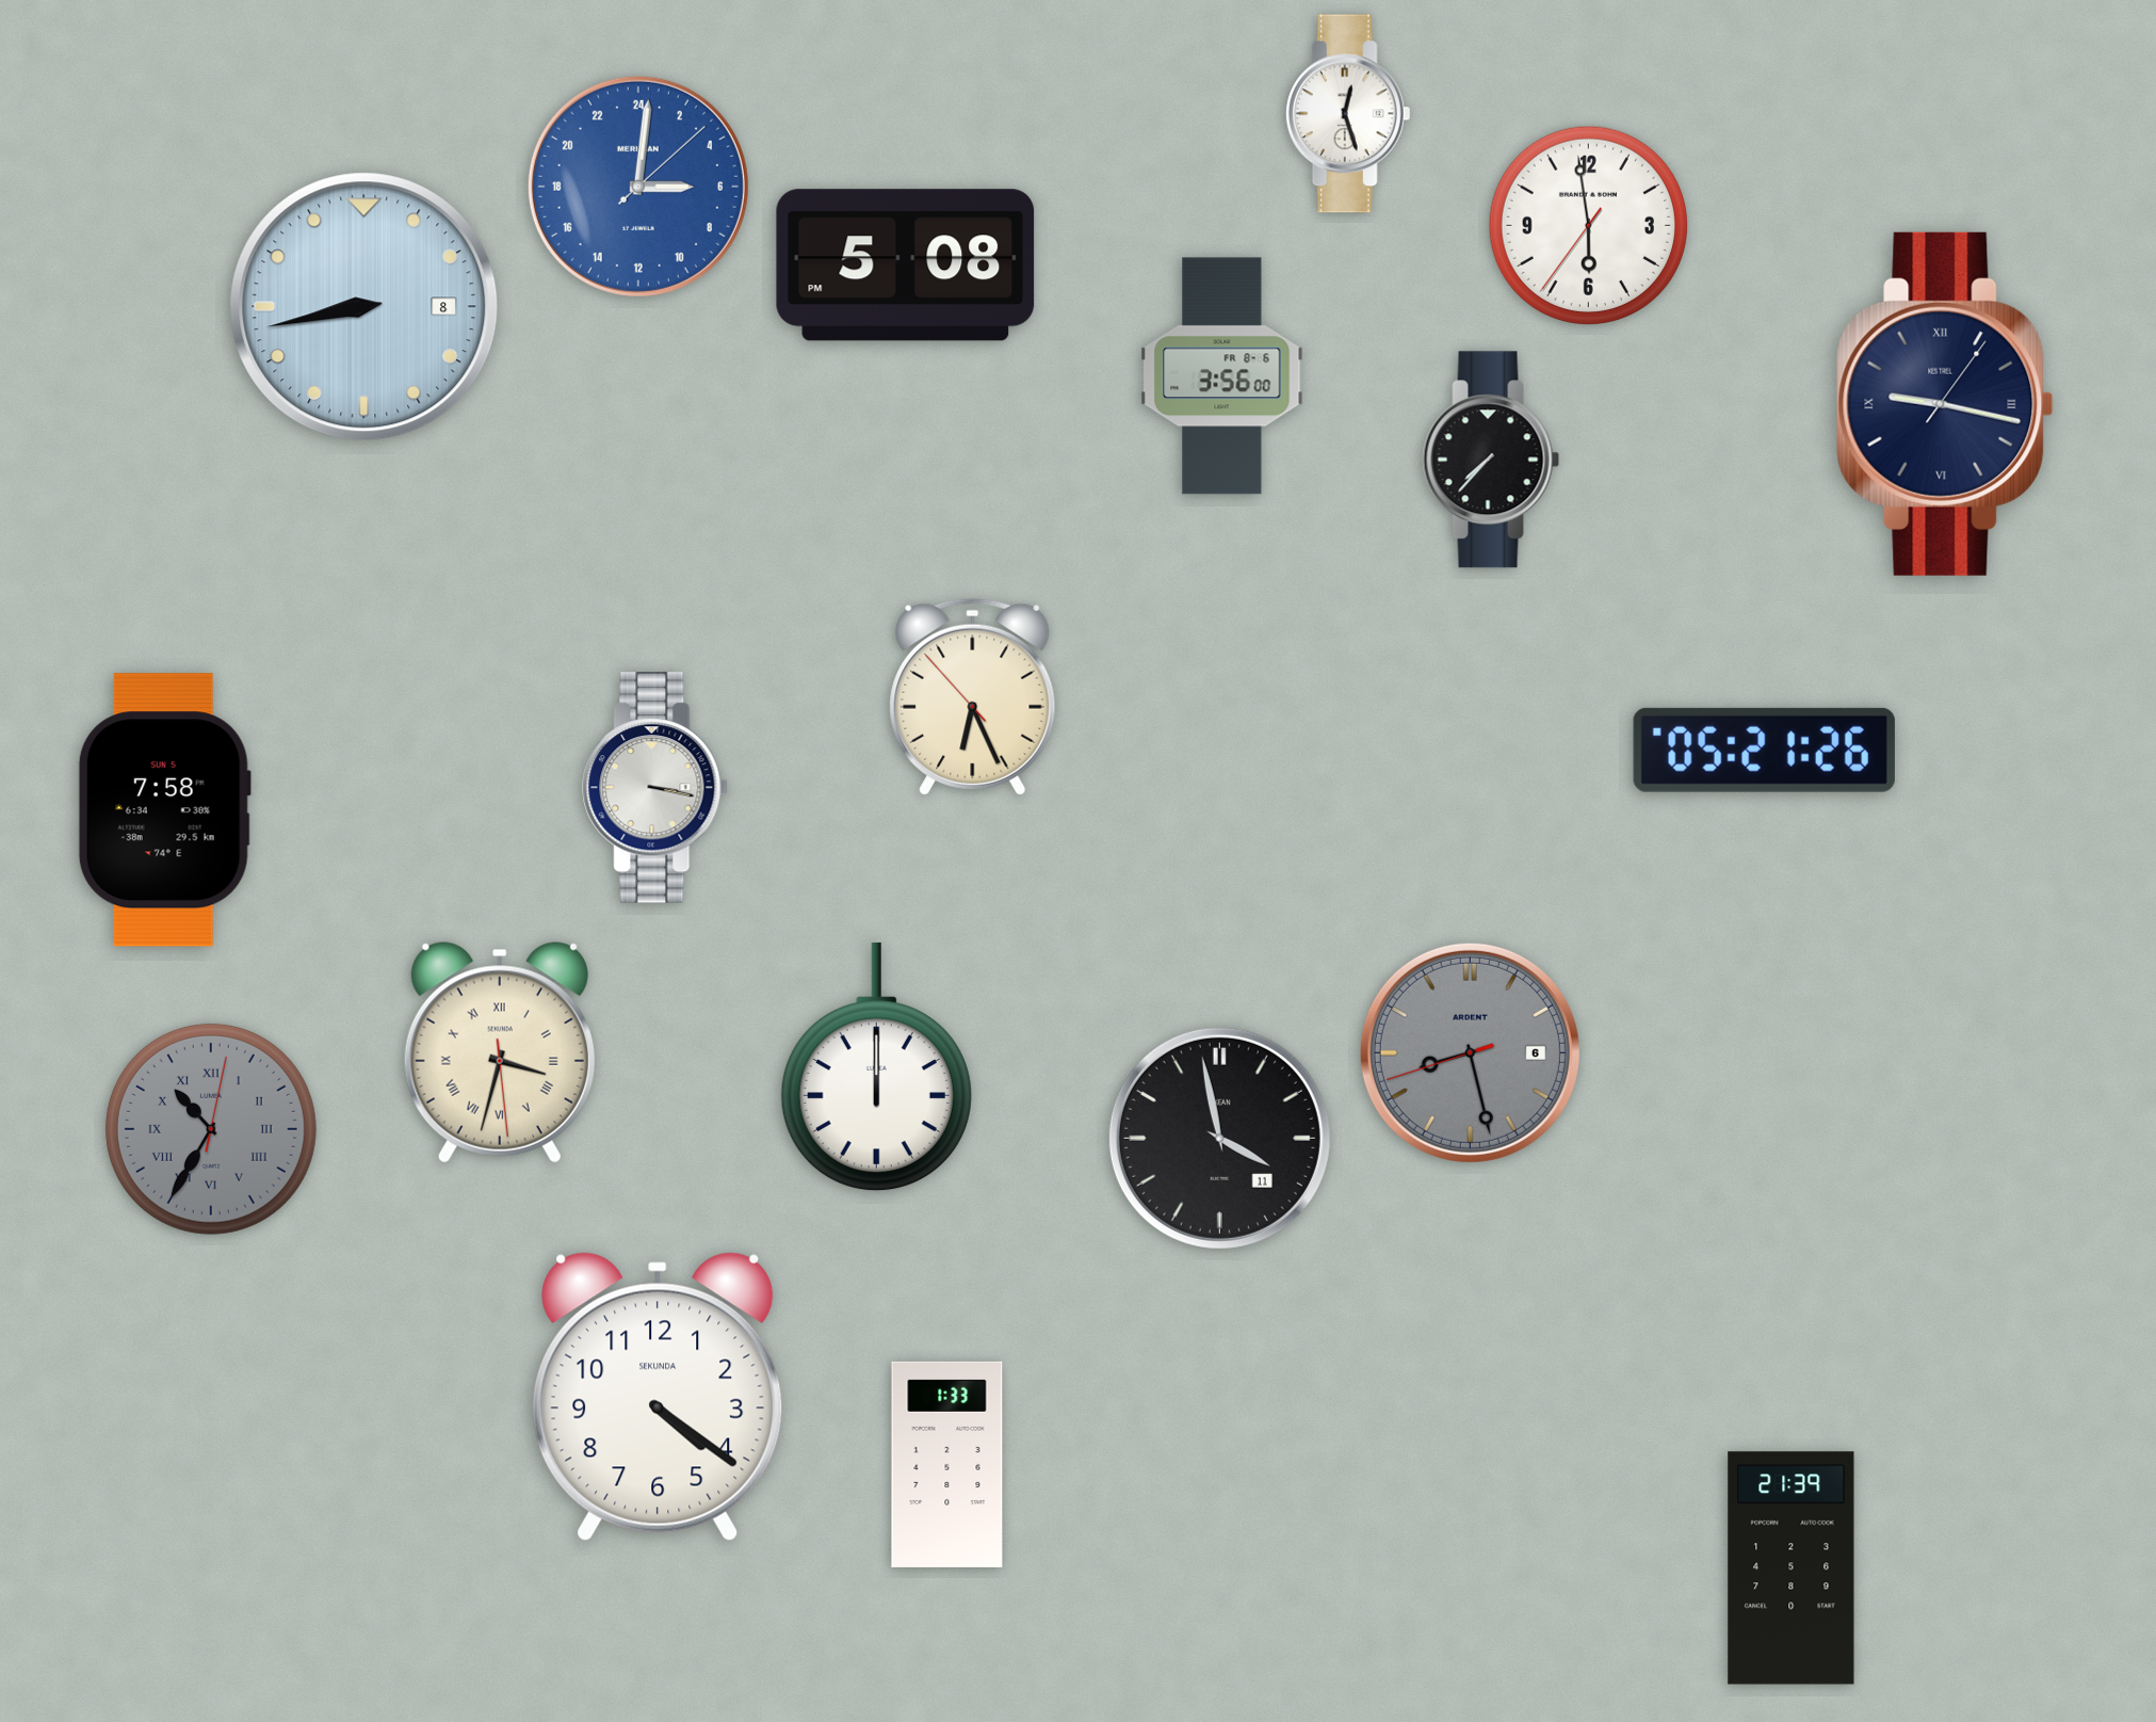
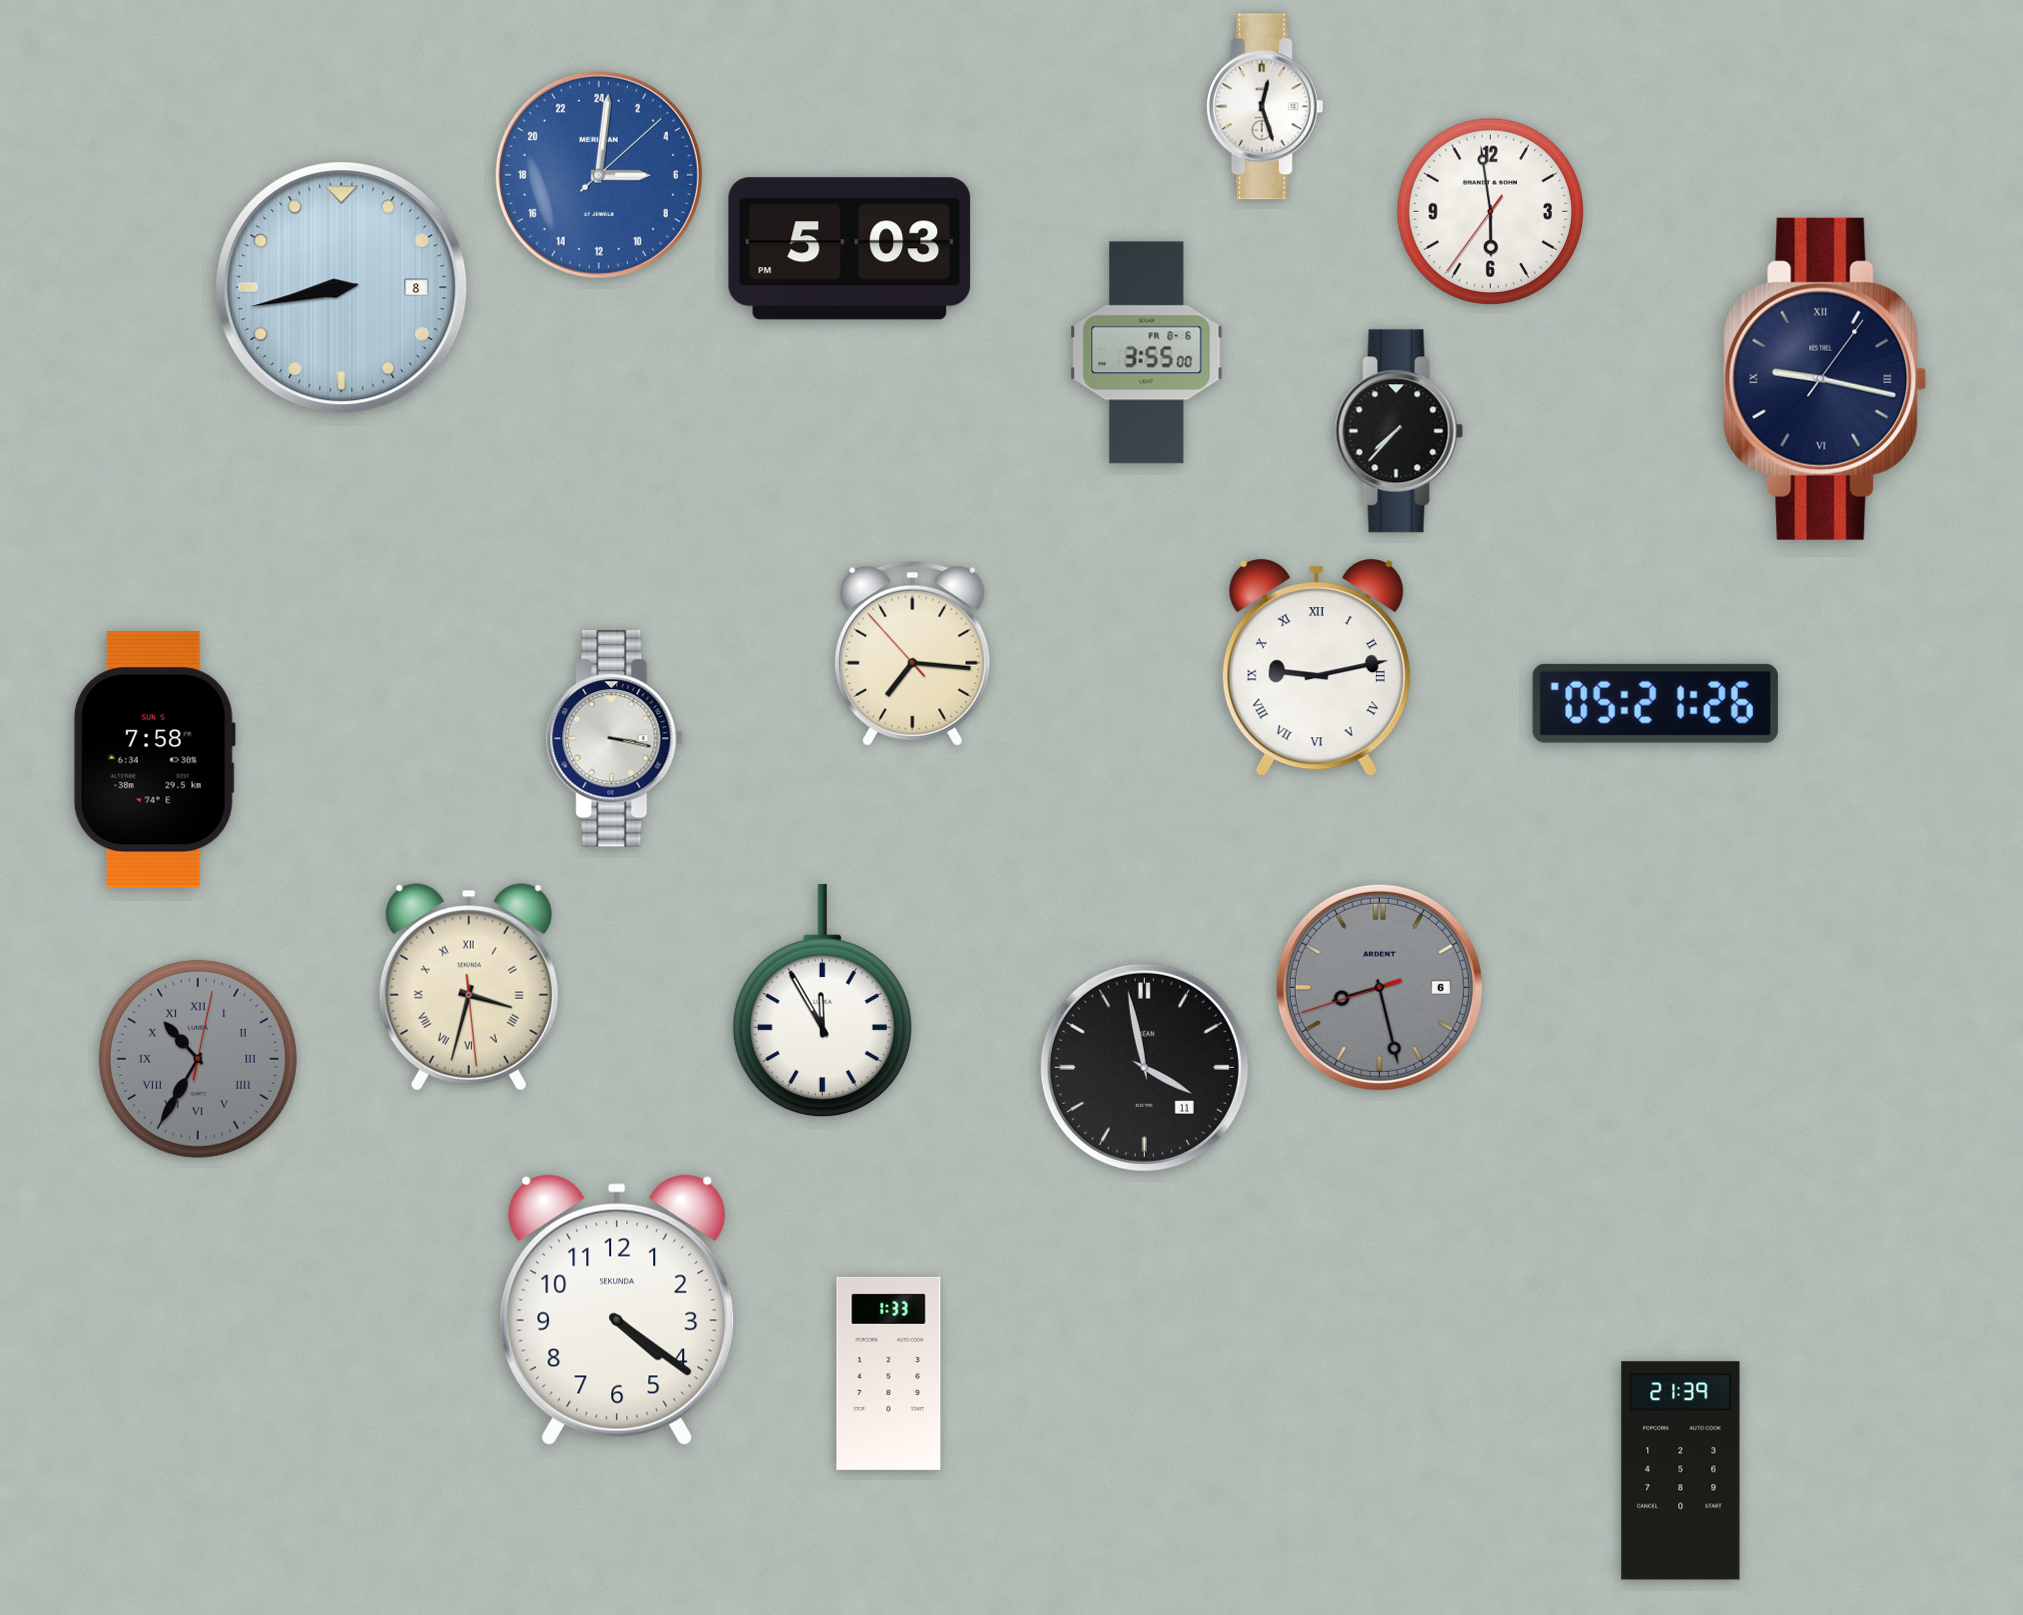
clock at (906, 265): 5:08 -> 5:03
clock at (1222, 376): 3:56 -> 3:55
clock at (973, 696): 6:25 -> 7:15
clock at (1316, 669): none -> 9:13
clock at (876, 1067): 12:00 -> 11:55
